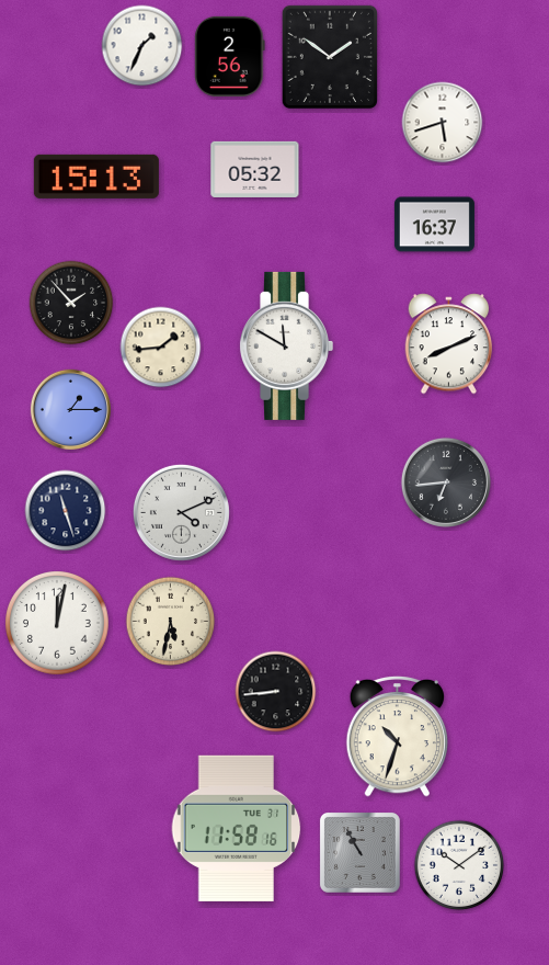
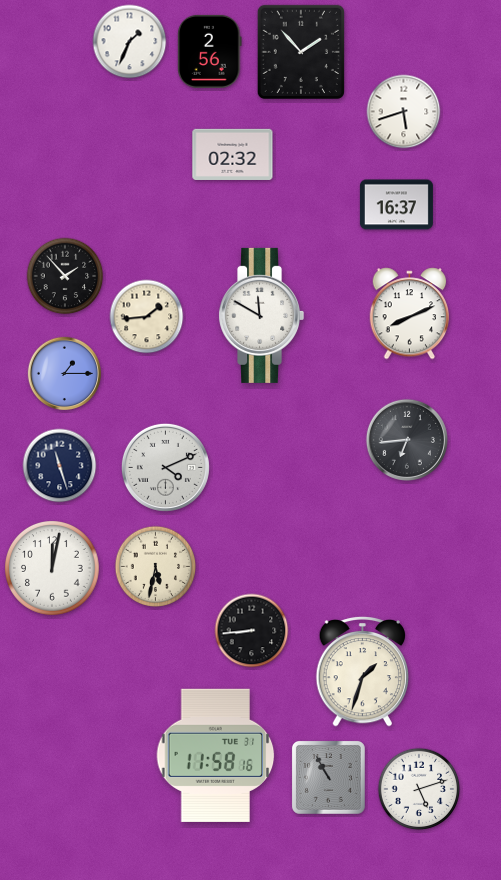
clock at (330, 57): 1:51 -> 1:53
clock at (255, 169): 05:32 -> 02:32
clock at (96, 177): 15:13 -> none
clock at (397, 736): 10:33 -> 1:33
clock at (459, 865): 10:09 -> 5:12
